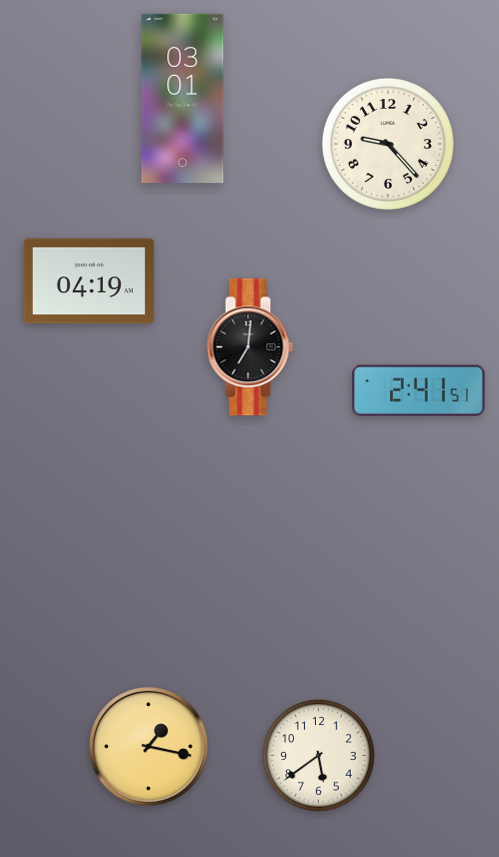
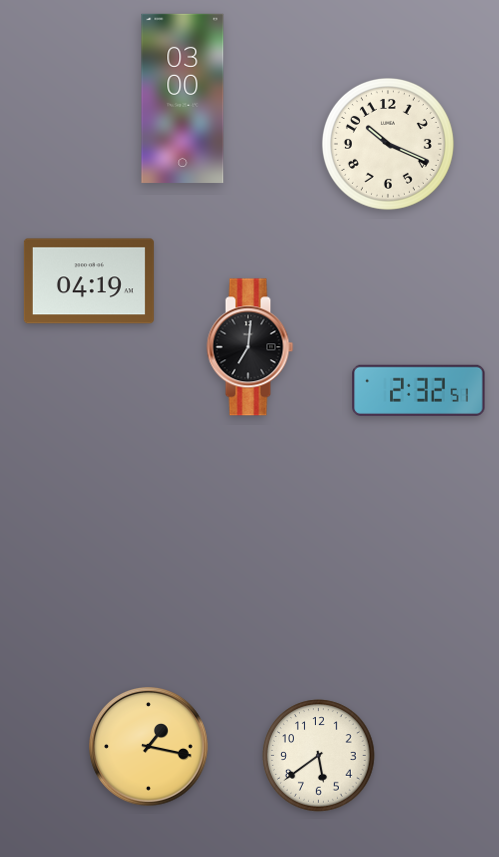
clock at (183, 98): 03:01 -> 03:00
clock at (388, 144): 9:23 -> 10:19
clock at (419, 390): 2:41 -> 2:32
